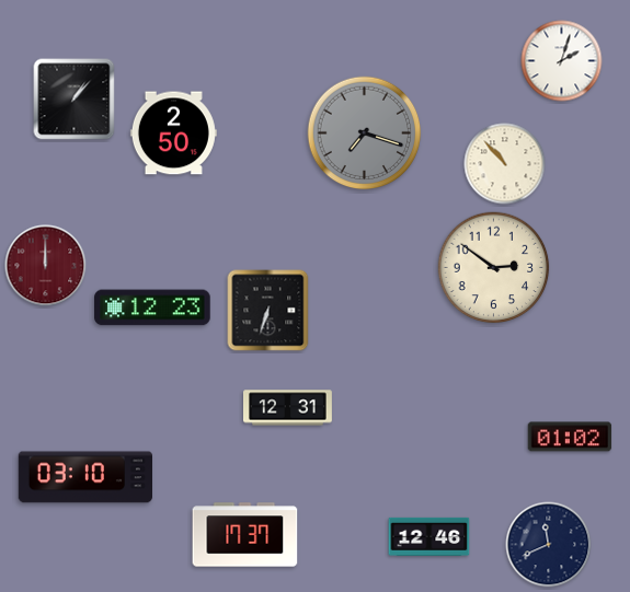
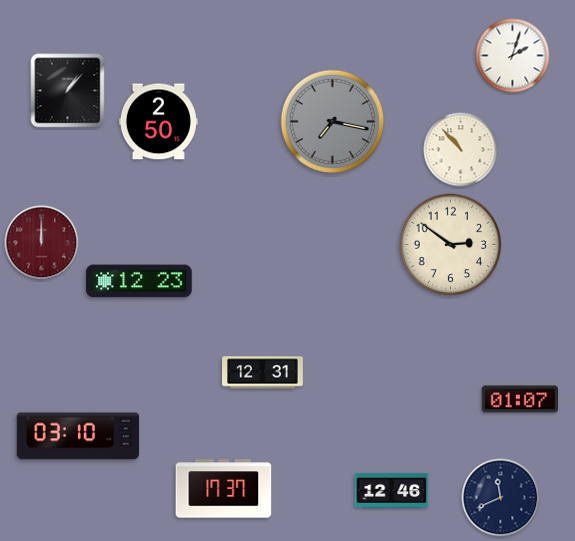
clock at (365, 134): 7:18 -> 7:17
clock at (268, 311): 6:33 -> none
clock at (570, 437): 01:02 -> 01:07
